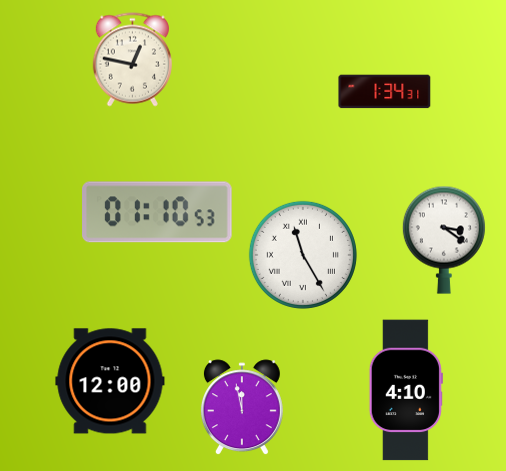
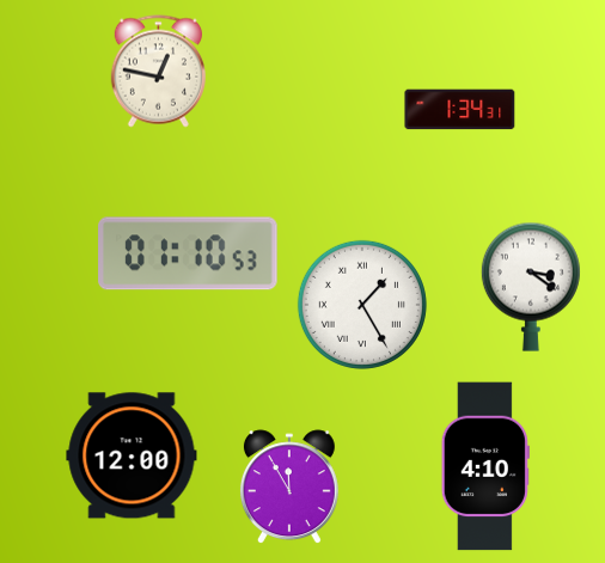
clock at (303, 255): 11:25 -> 1:25
clock at (242, 408): 11:58 -> 11:55
